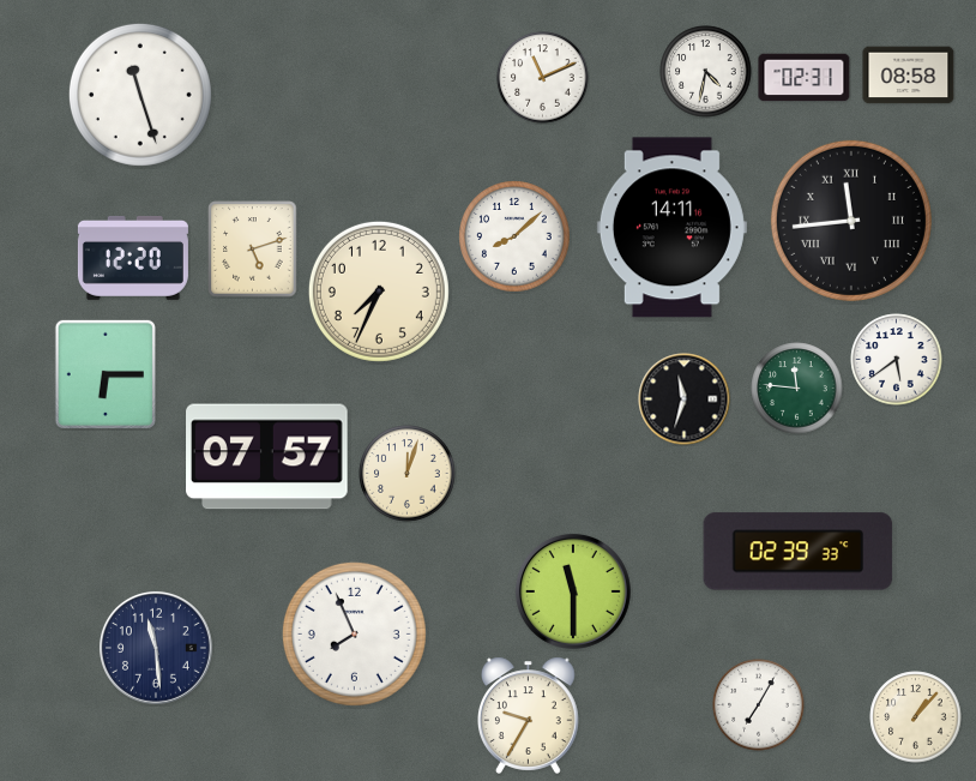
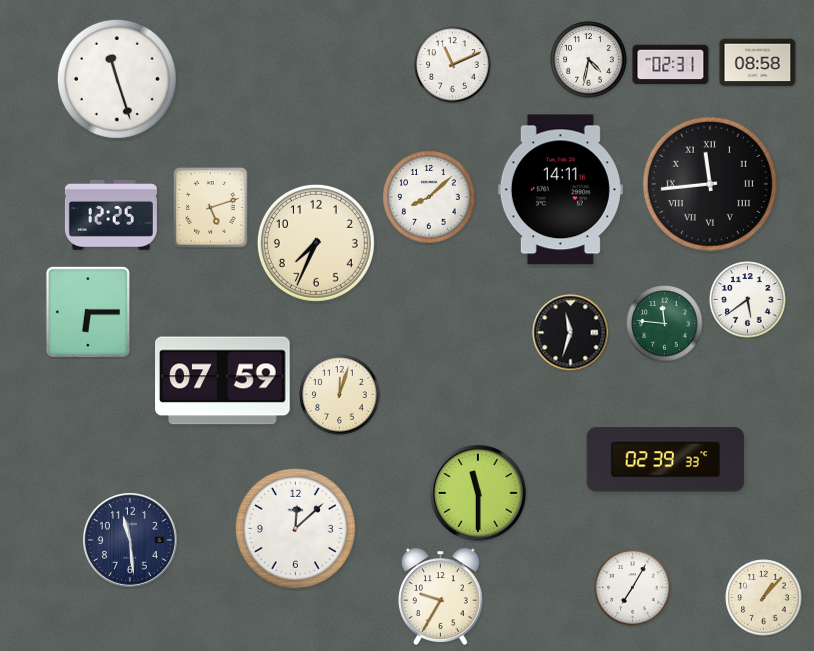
clock at (133, 258): 12:20 -> 12:25
clock at (267, 457): 07:57 -> 07:59
clock at (354, 633): 7:56 -> 12:08
